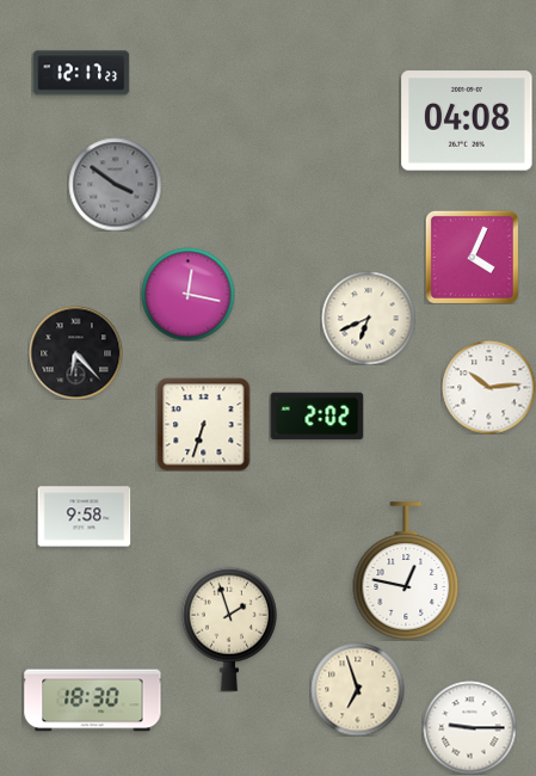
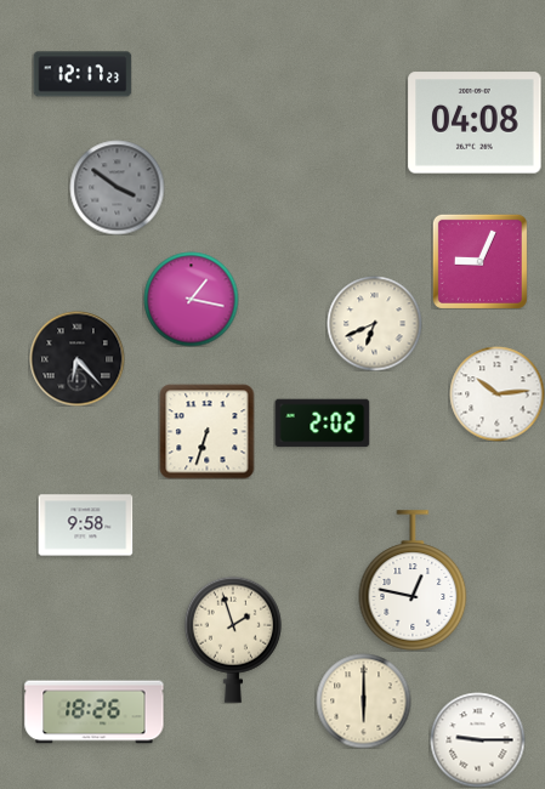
clock at (472, 257): 4:04 -> 9:04
clock at (187, 294): 12:17 -> 1:17
clock at (357, 689): 6:57 -> 6:00
clock at (93, 701): 18:30 -> 18:26
